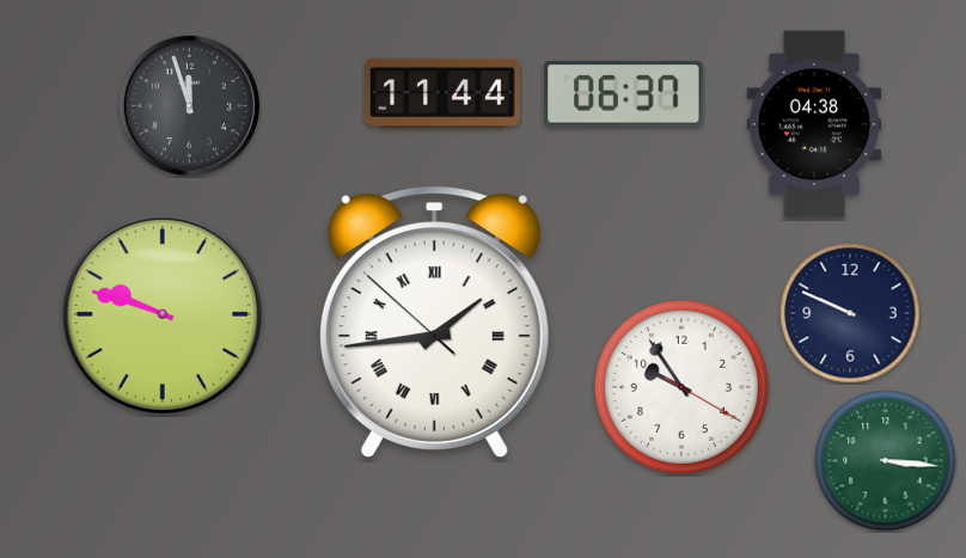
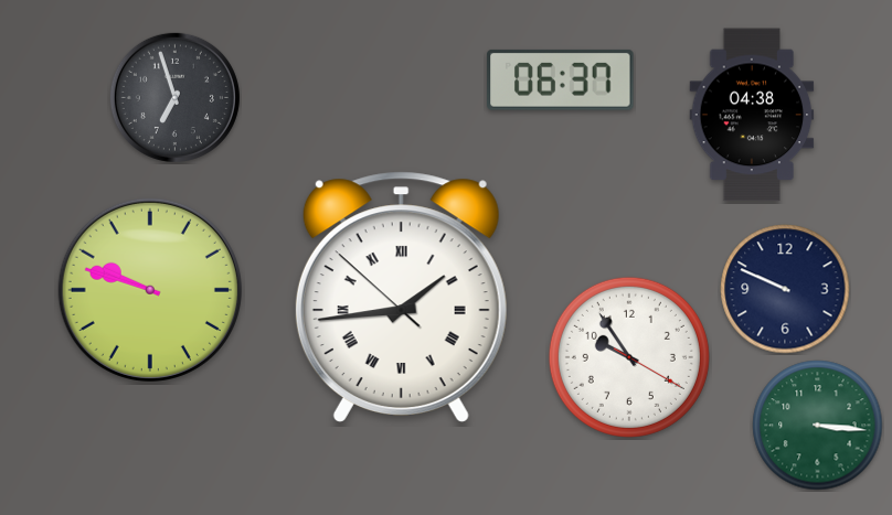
clock at (442, 92): 11:44 -> none
clock at (624, 93) position: (624, 93) -> (561, 79)
clock at (189, 105): 11:57 -> 6:57
